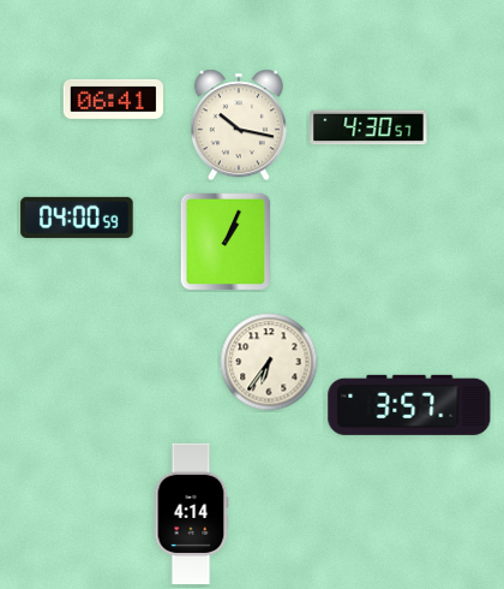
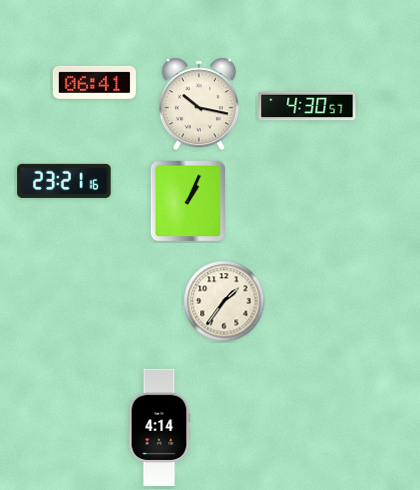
clock at (77, 218): 04:00 -> 23:21
clock at (269, 362): 6:36 -> 1:36
clock at (409, 405): 3:57 -> none
